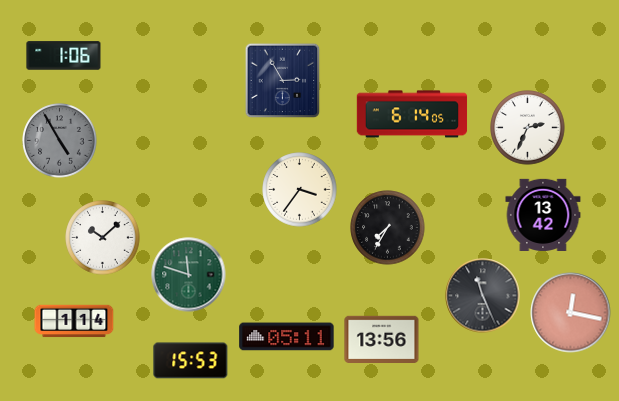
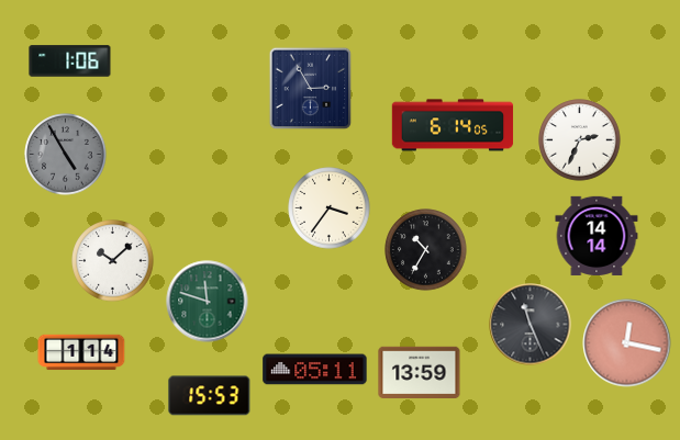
clock at (543, 215): 13:42 -> 14:14
clock at (388, 228): 7:35 -> 10:35
clock at (382, 340): 13:56 -> 13:59
